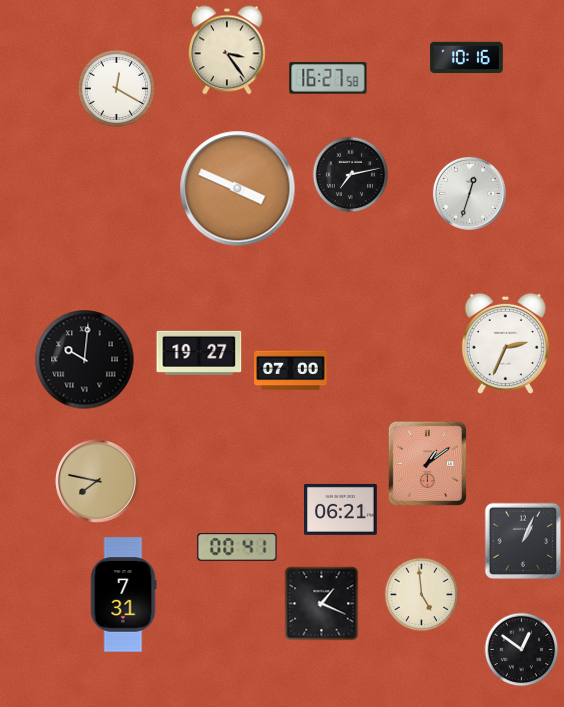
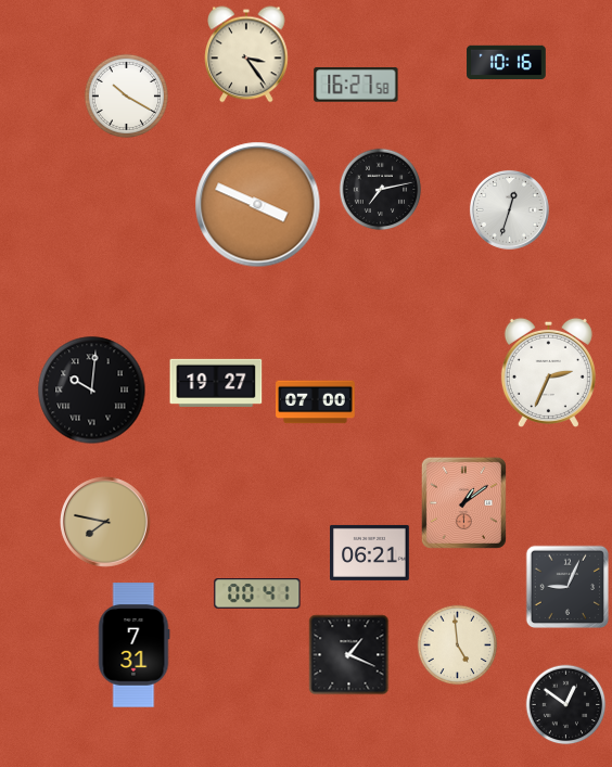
clock at (116, 88): 12:20 -> 10:20
clock at (522, 540): 1:04 -> 9:04
